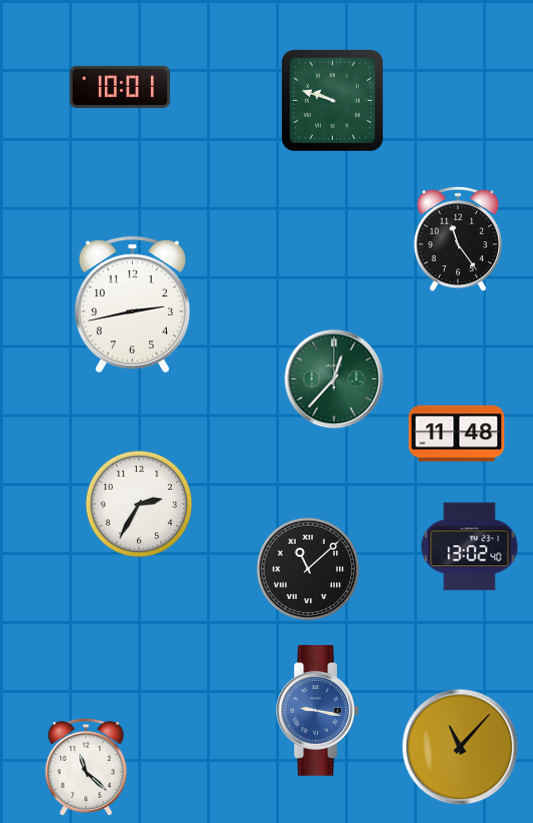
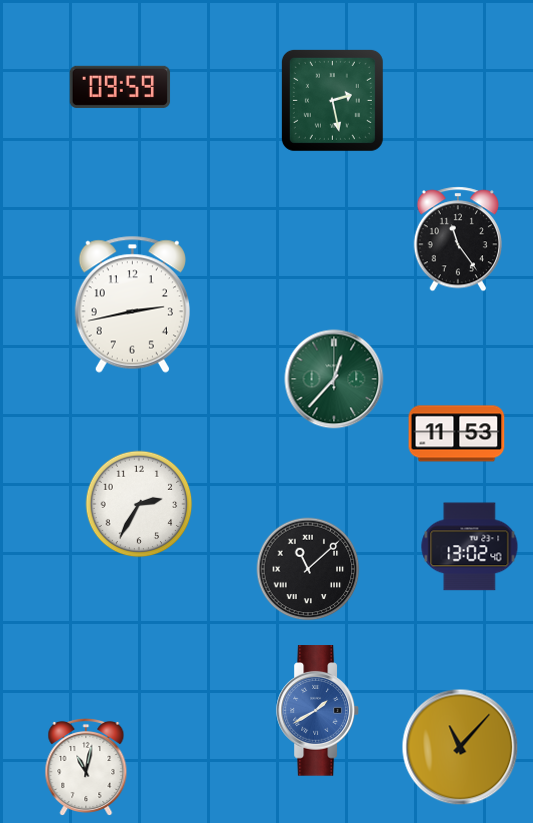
clock at (120, 87): 10:01 -> 09:59
clock at (332, 100): 9:48 -> 2:28
clock at (457, 434): 11:48 -> 11:53
clock at (318, 711): 9:17 -> 1:40
clock at (86, 766): 11:22 -> 11:02
